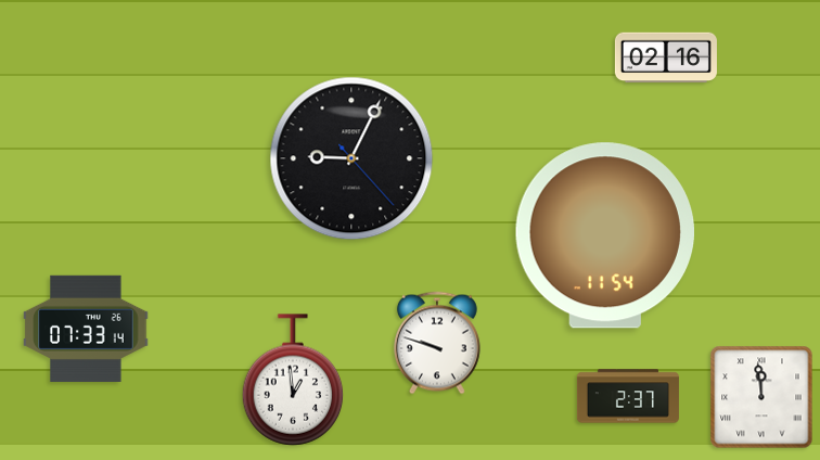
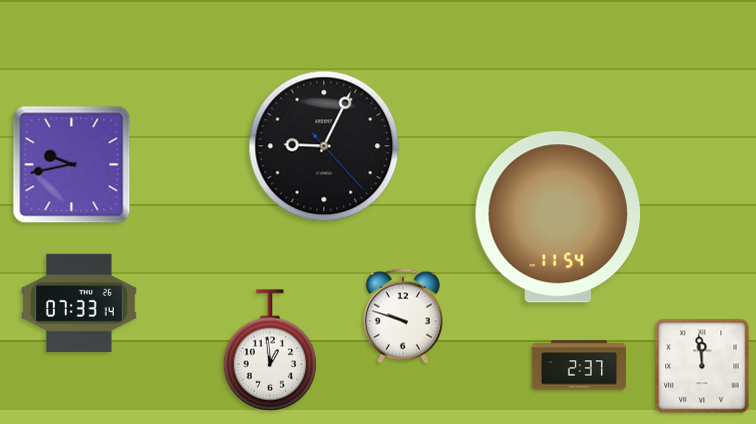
clock at (666, 58): 02:16 -> none
clock at (72, 165): none -> 9:43
